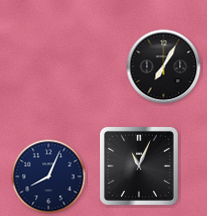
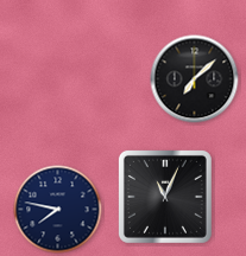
clock at (164, 67): 7:05 -> 7:08
clock at (49, 177): 8:04 -> 7:47
